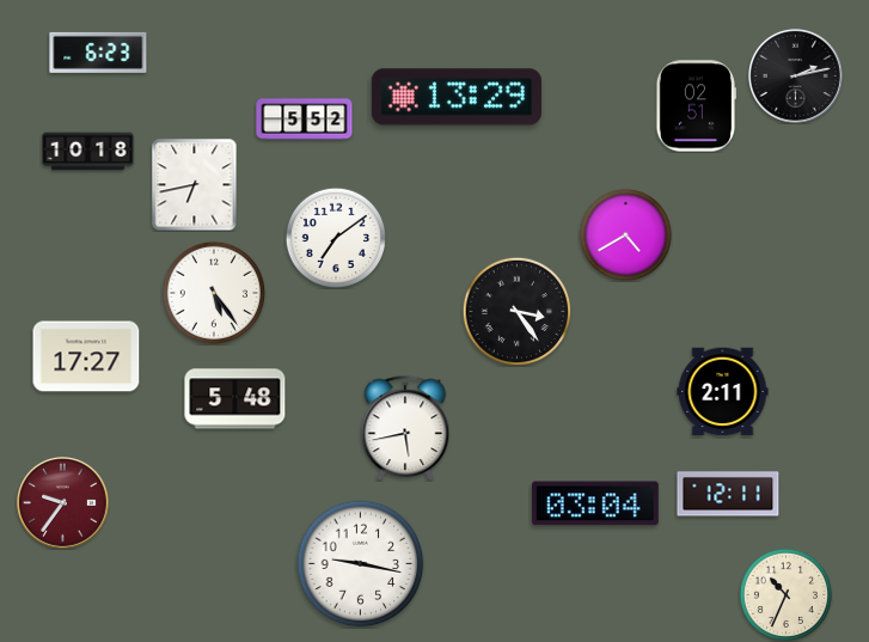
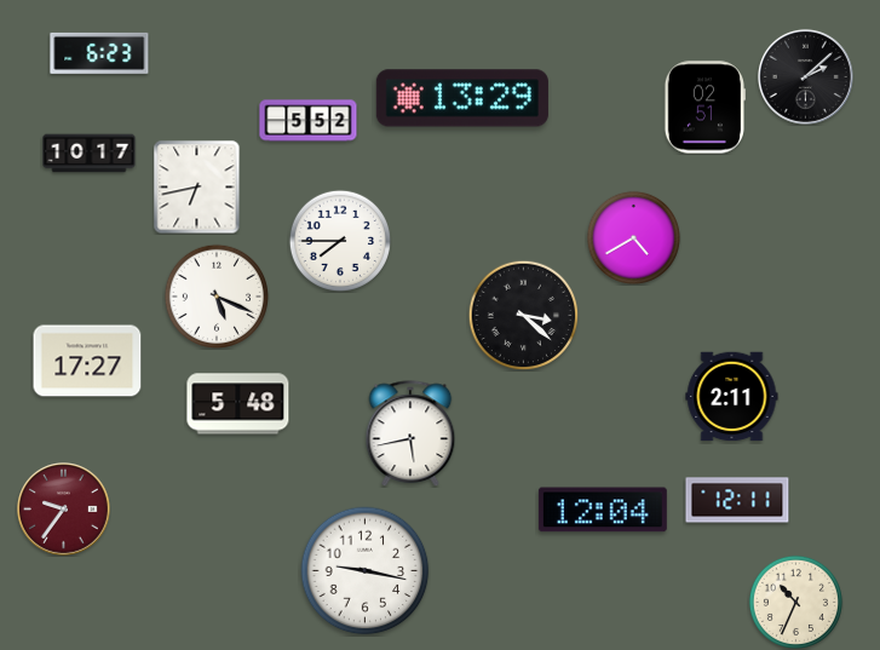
clock at (795, 75): 2:13 -> 2:08
clock at (88, 152): 10:18 -> 10:17
clock at (335, 237): 7:09 -> 7:45
clock at (213, 292): 5:24 -> 5:19
clock at (516, 311): 3:24 -> 3:22
clock at (595, 503): 03:04 -> 12:04
